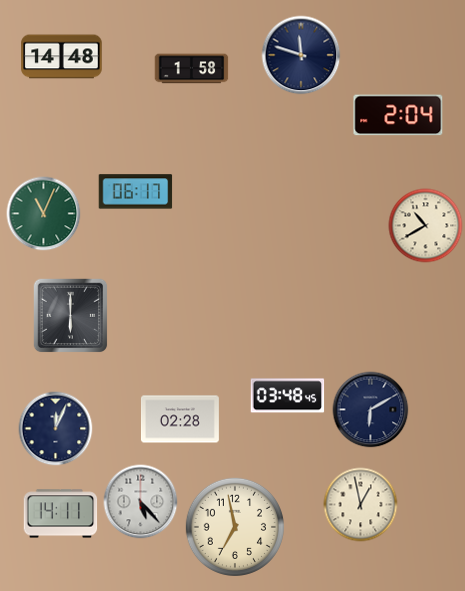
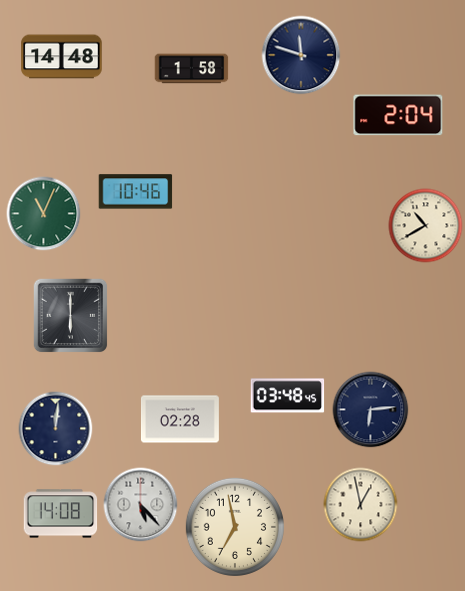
clock at (136, 192): 06:17 -> 10:46
clock at (371, 410): 6:10 -> 6:14
clock at (56, 429): 12:04 -> 12:01
clock at (141, 502) position: (141, 502) -> (141, 505)
clock at (61, 514): 14:11 -> 14:08
